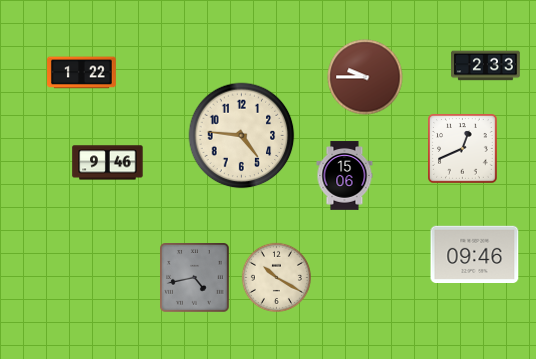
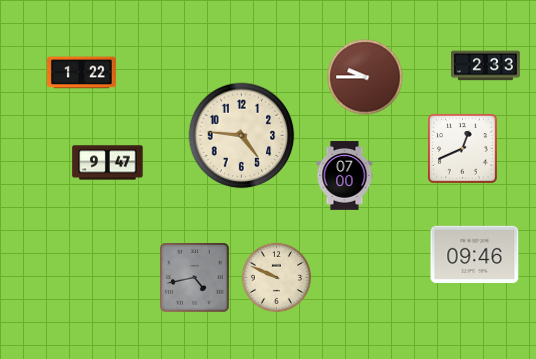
clock at (108, 163): 9:46 -> 9:47
clock at (345, 176): 15:06 -> 07:00
clock at (276, 277): 10:20 -> 9:49
